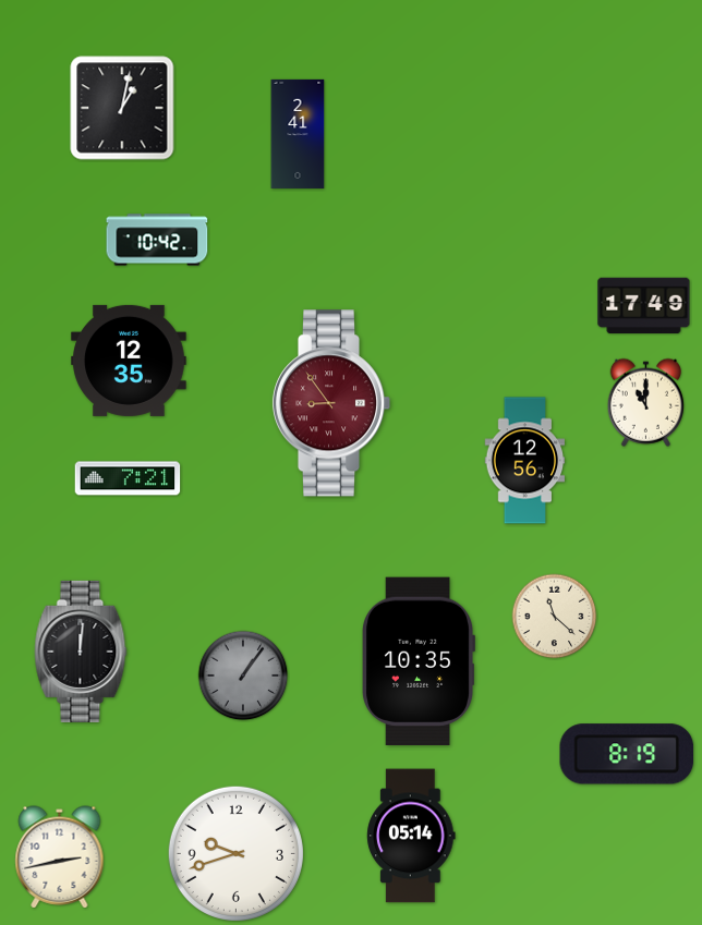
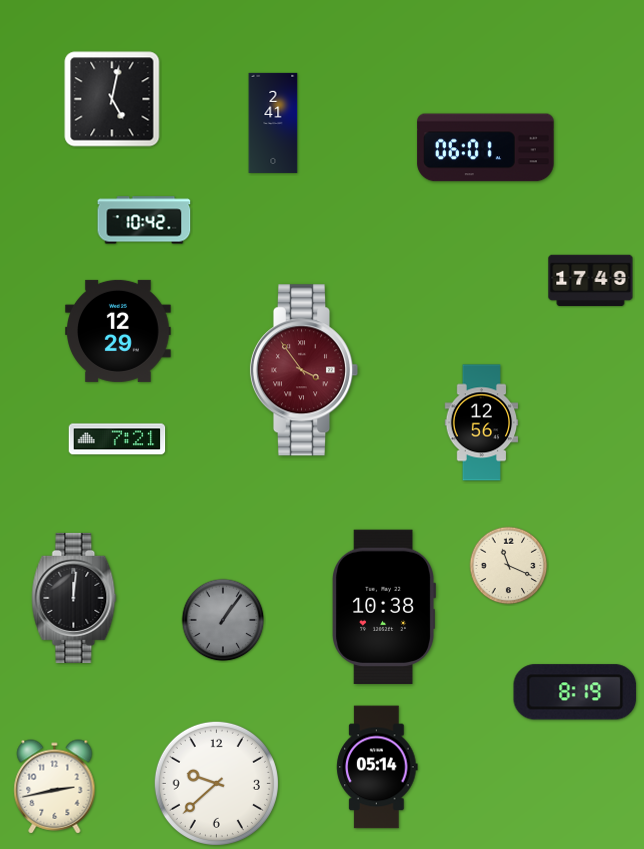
clock at (122, 108): 1:02 -> 5:02
clock at (486, 148): none -> 06:01
clock at (129, 361): 12:35 -> 12:29
clock at (646, 402): 11:00 -> none
clock at (331, 403): 8:54 -> 3:54
clock at (555, 617): 11:22 -> 11:19
clock at (417, 660): 10:35 -> 10:38
clock at (235, 853): 9:42 -> 9:38
